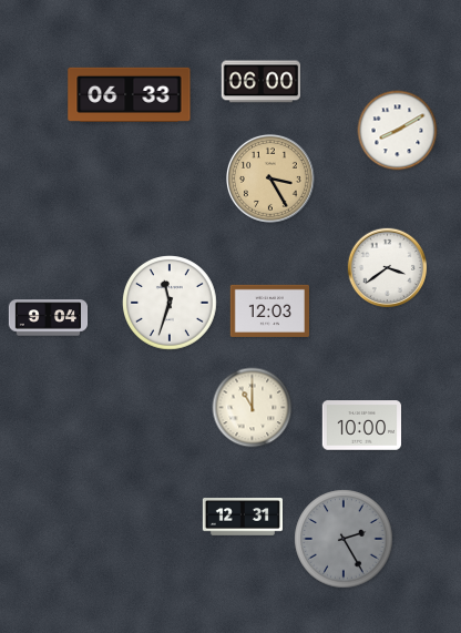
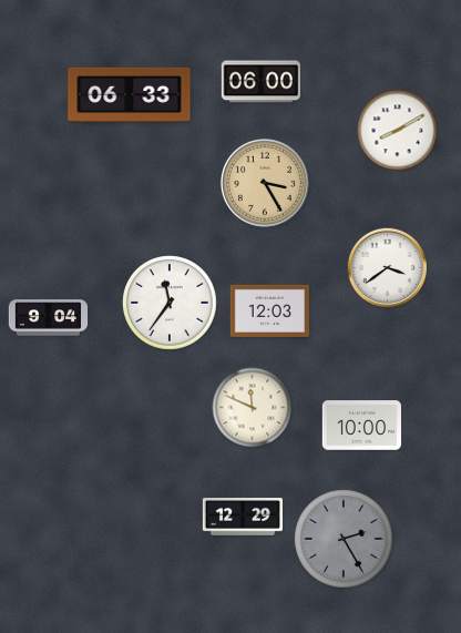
clock at (270, 178) position: (270, 178) -> (265, 183)
clock at (171, 304): 11:33 -> 11:36
clock at (253, 408): 11:00 -> 11:49
clock at (243, 517): 12:31 -> 12:29
